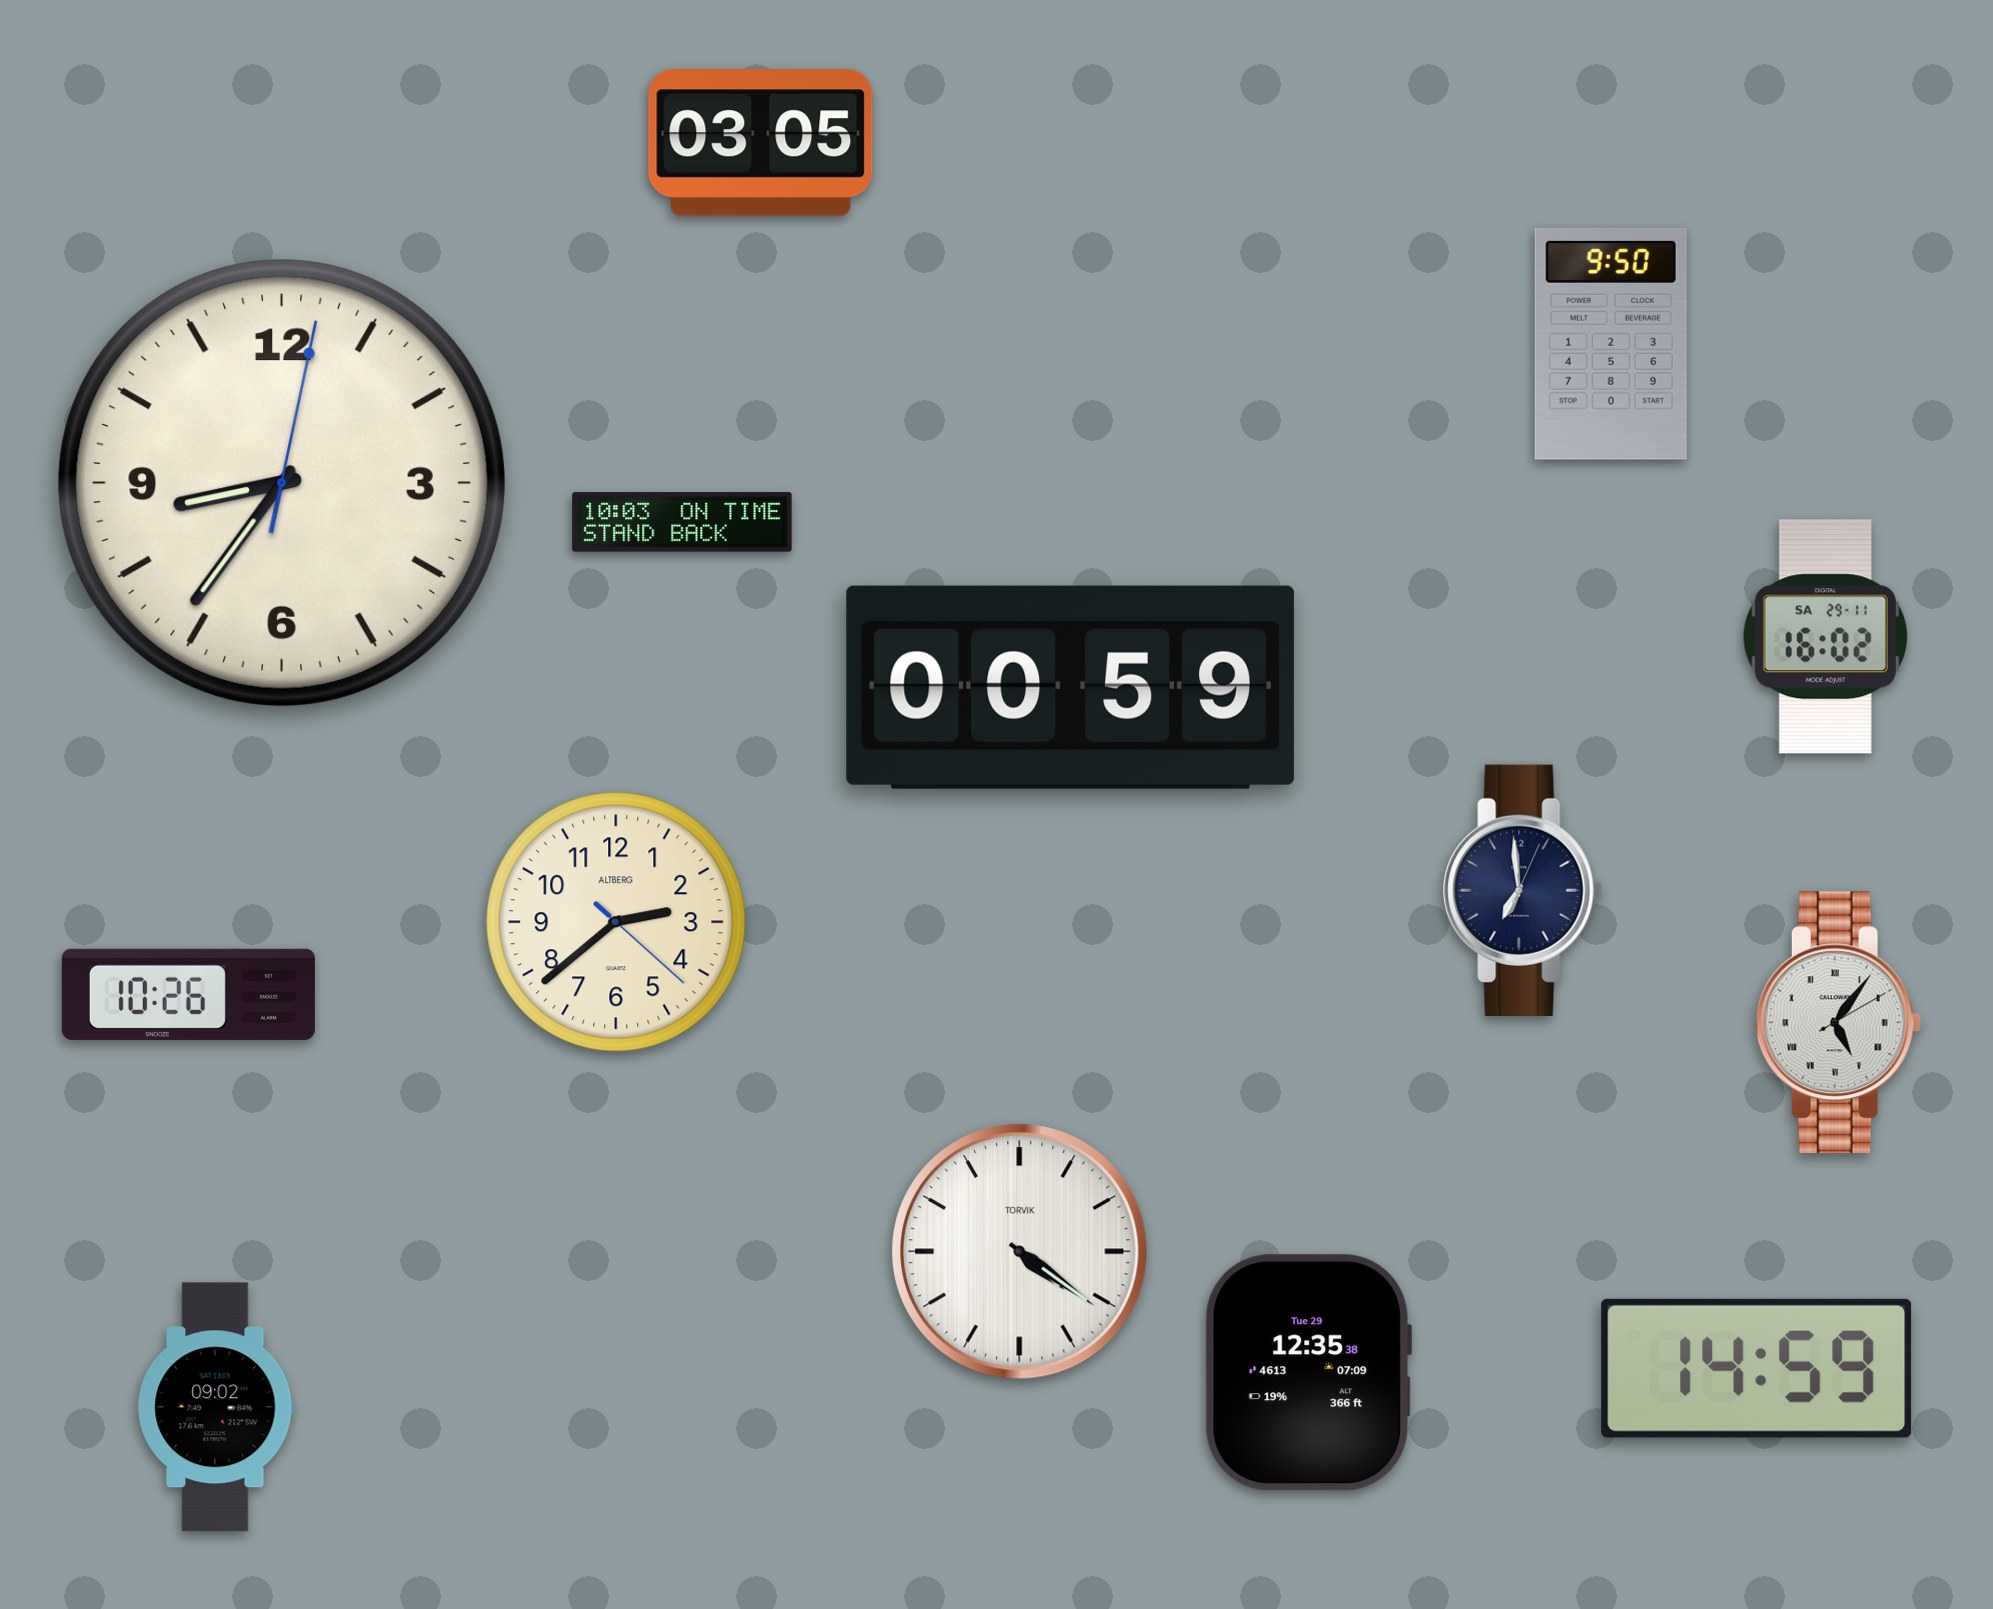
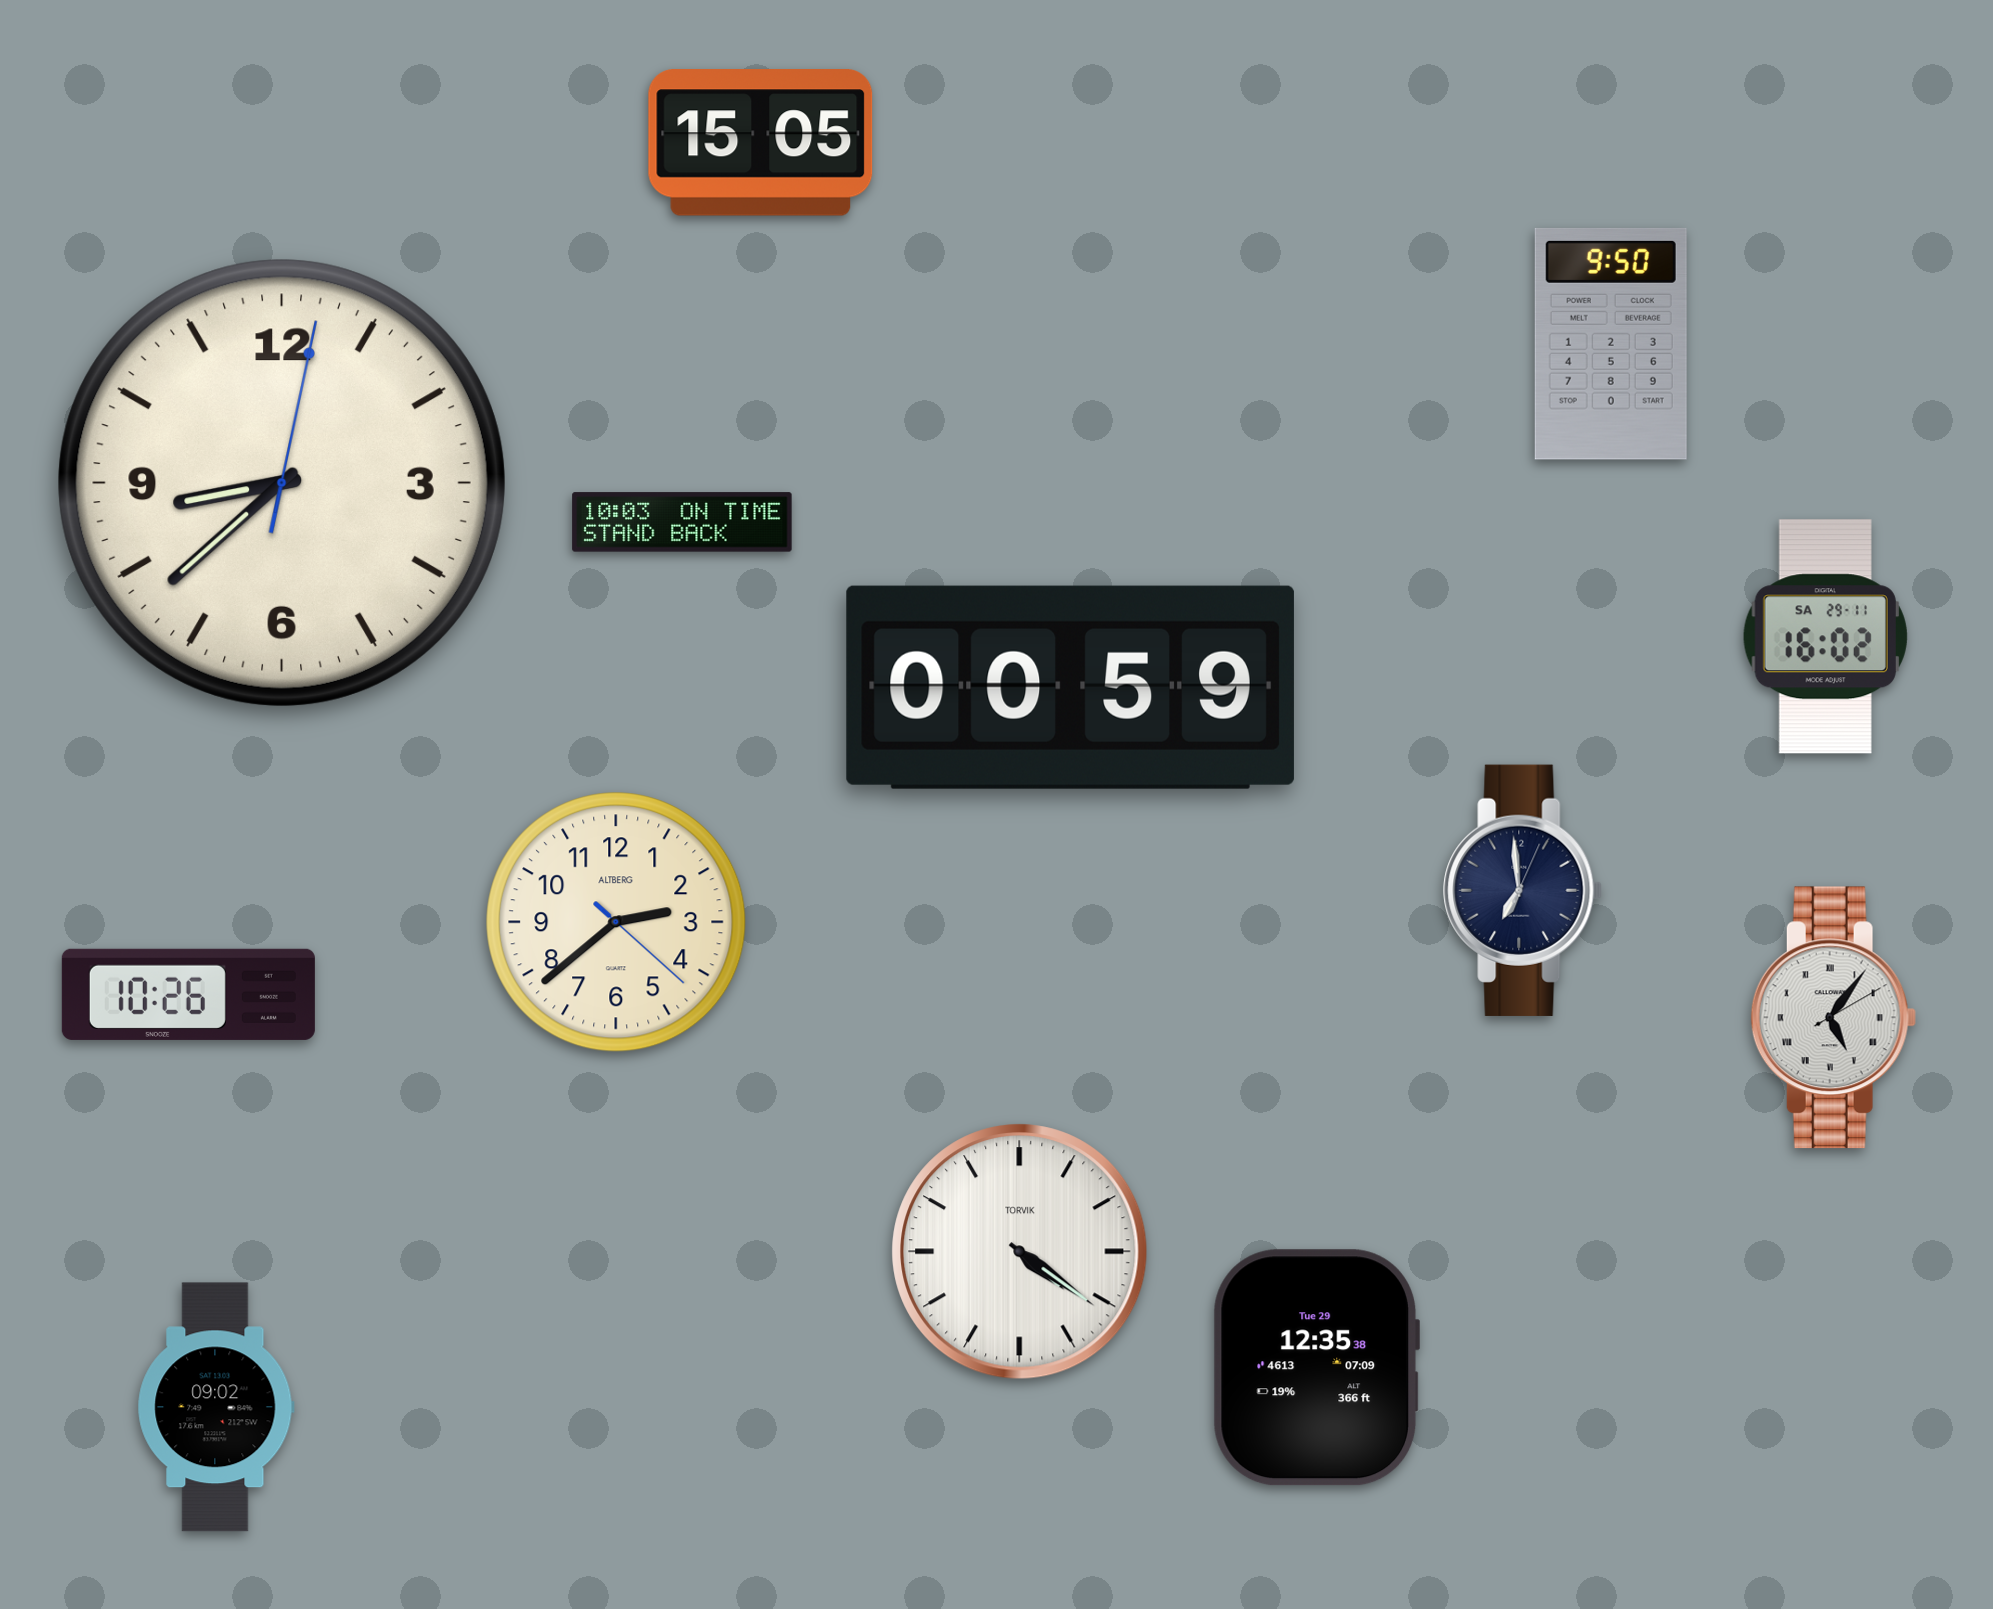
clock at (761, 143): 03:05 -> 15:05
clock at (282, 483): 8:36 -> 8:38
clock at (1838, 1023) position: (1838, 1023) -> (1833, 1018)
clock at (1757, 1368): 14:59 -> none
clock at (1308, 1373) position: (1308, 1373) -> (1316, 1368)
